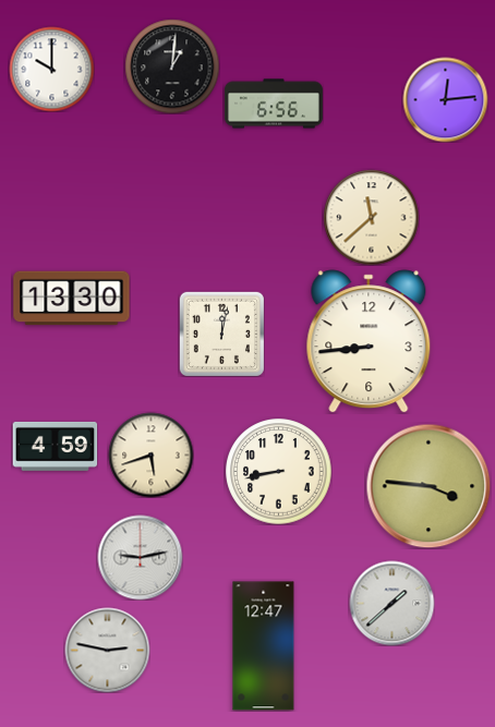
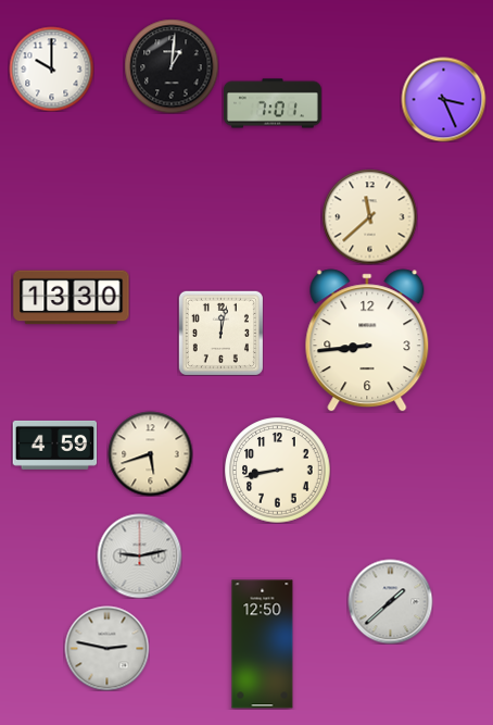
clock at (445, 99): 12:14 -> 3:26
clock at (274, 104): 6:56 -> 7:01
clock at (428, 486): 3:46 -> none
clock at (264, 646): 12:47 -> 12:50
